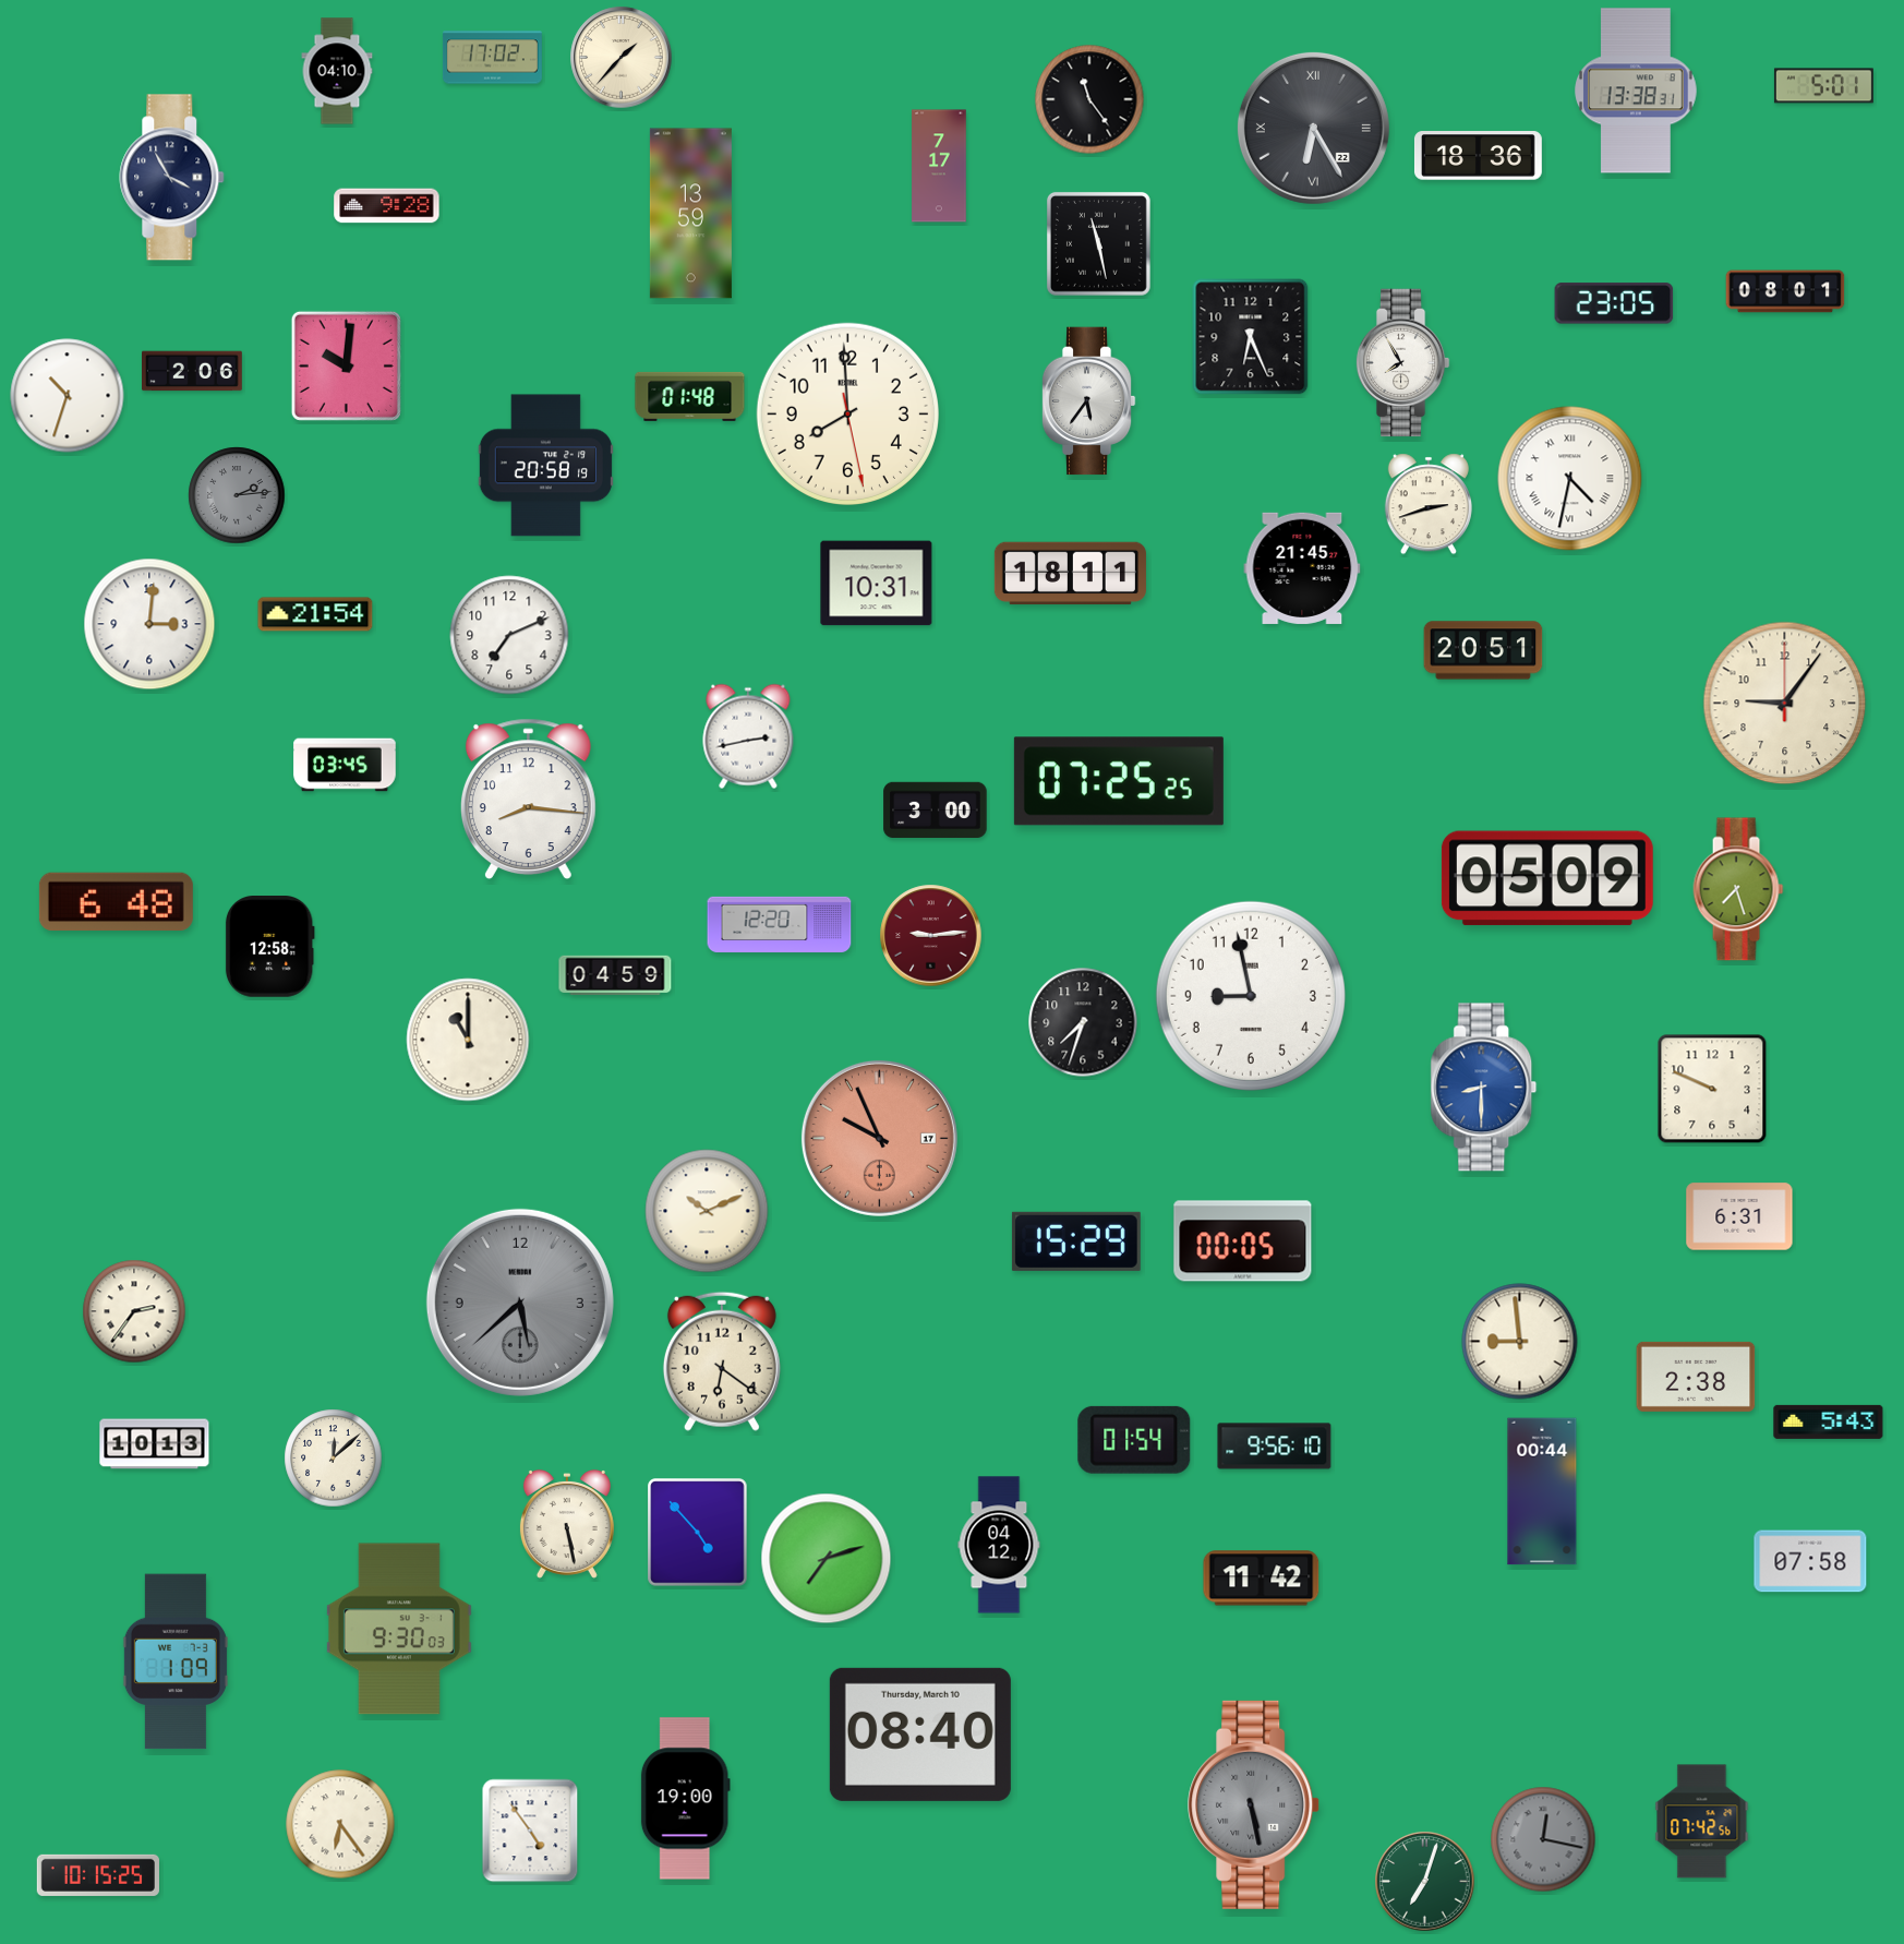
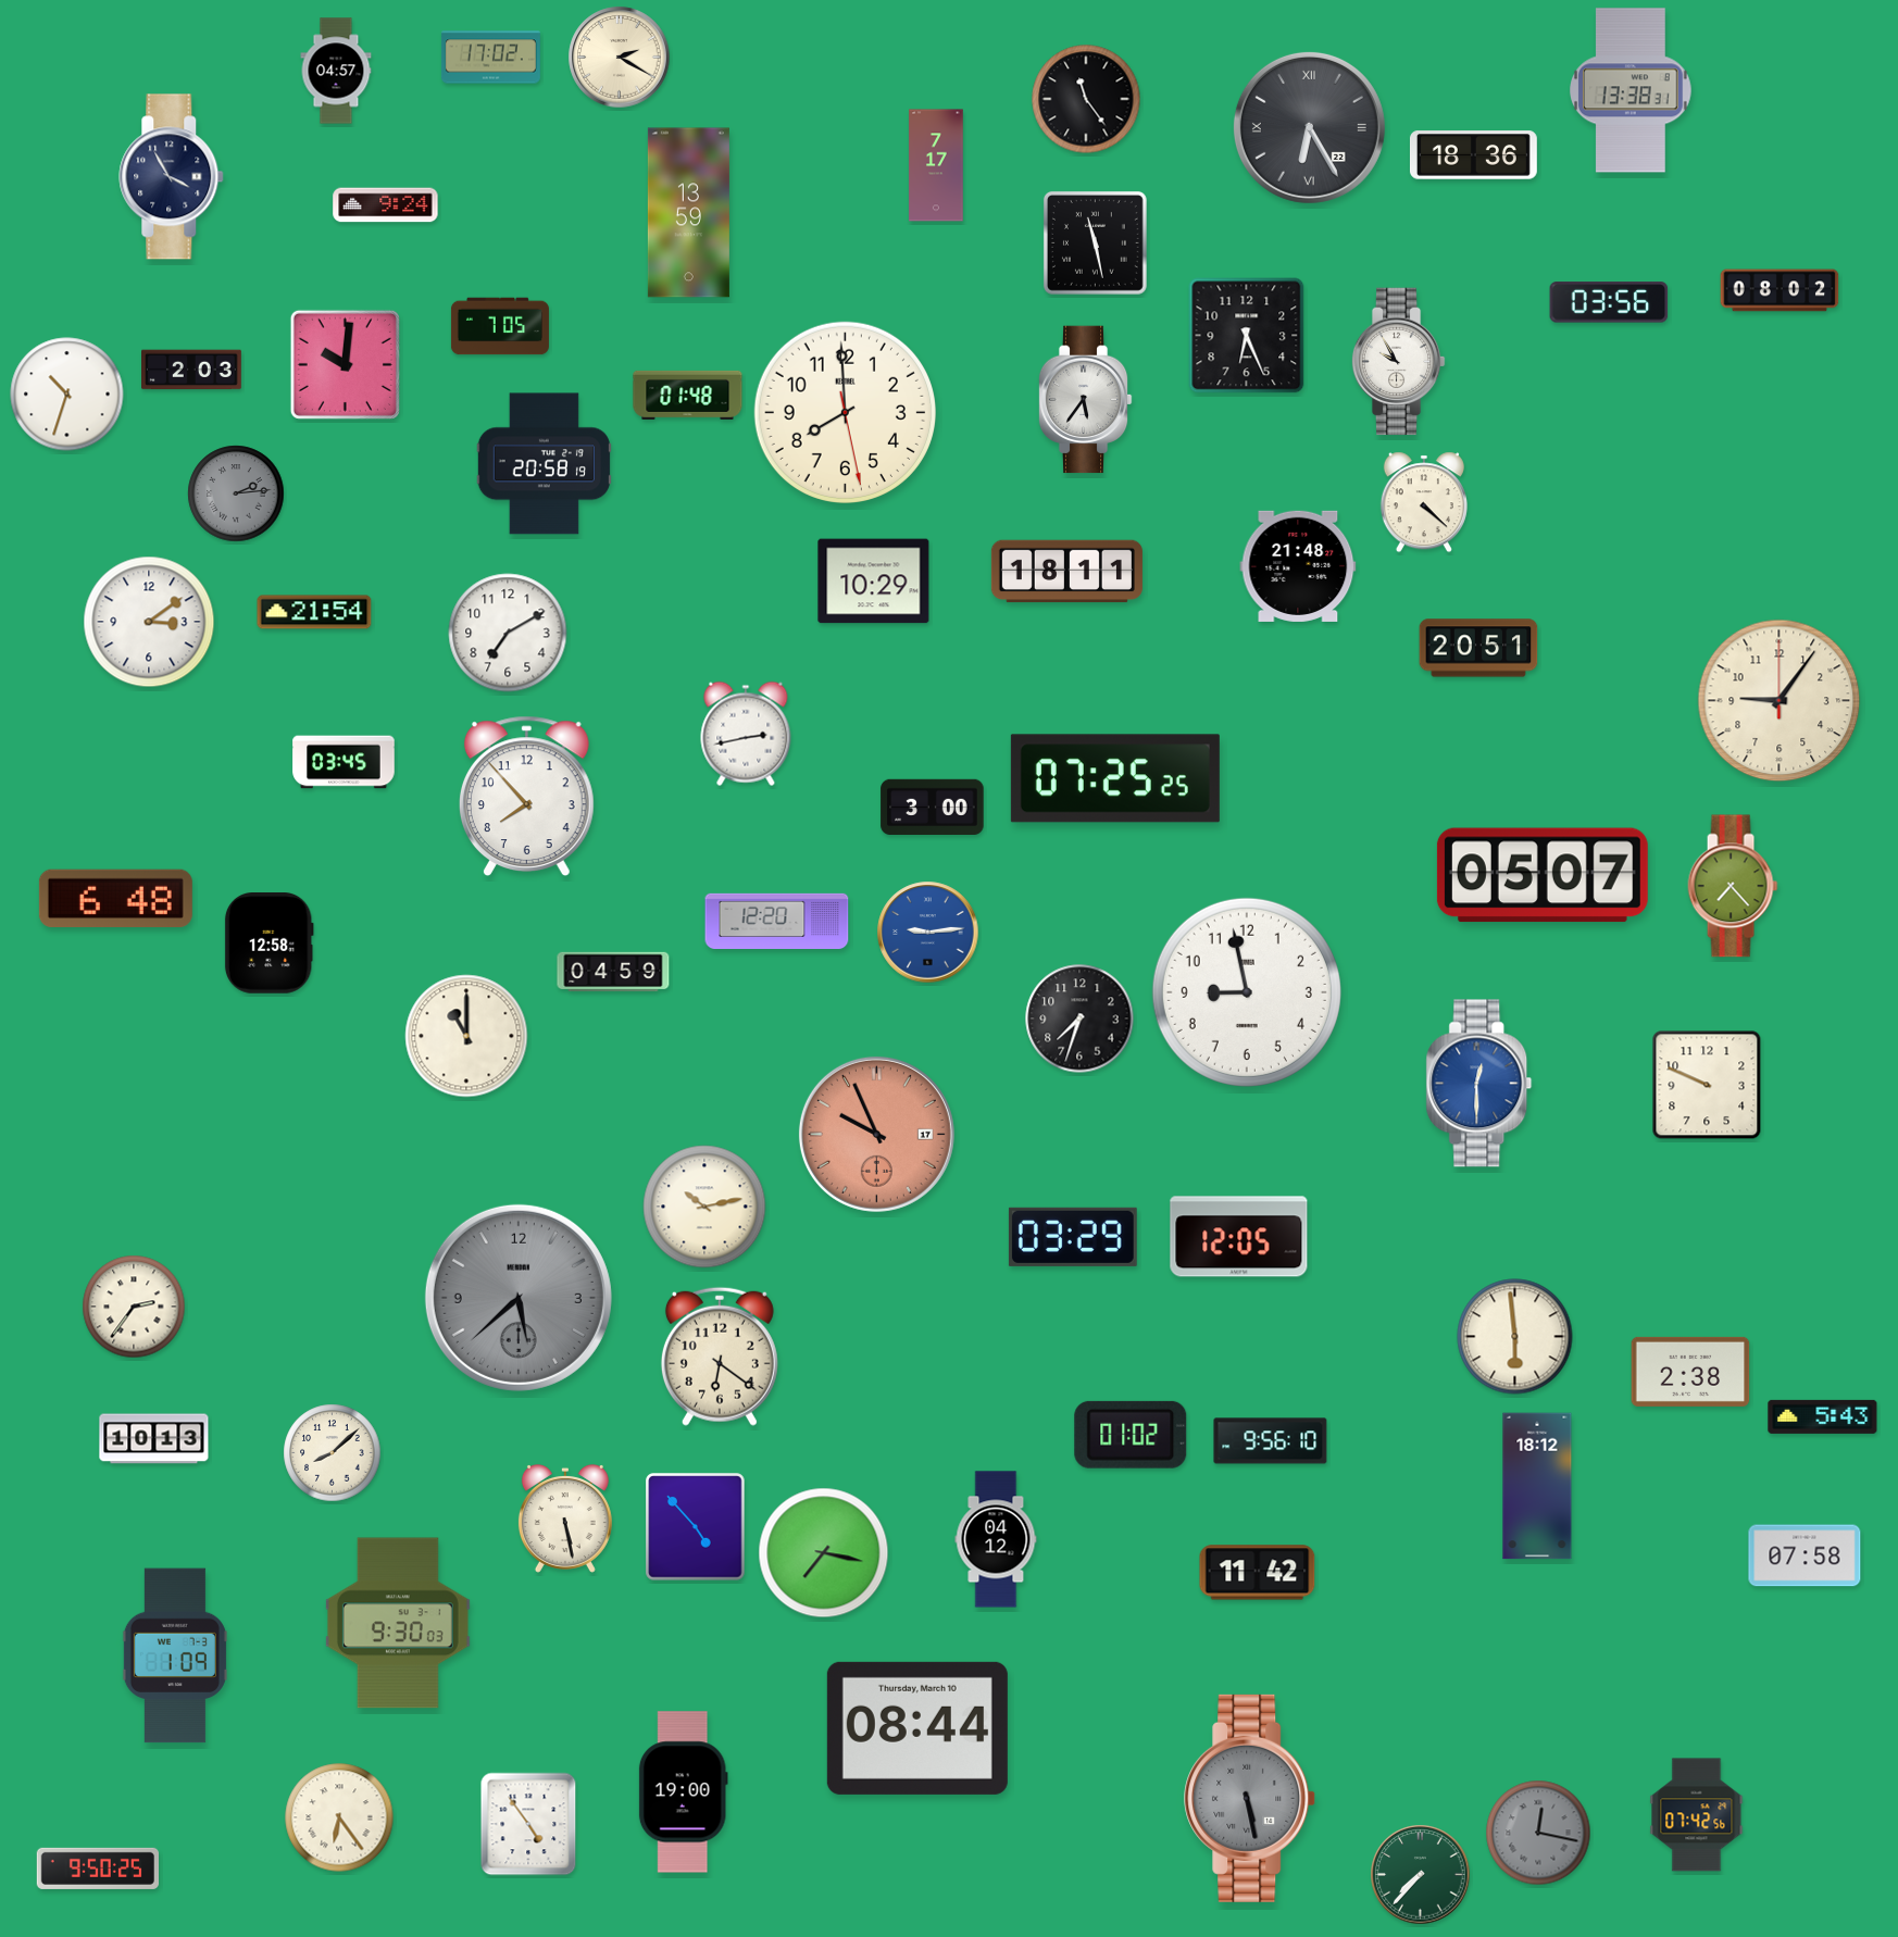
clock at (622, 58): 1:37 -> 2:20
clock at (337, 71): 04:10 -> 04:57
clock at (1823, 86): 5:01 -> none
clock at (387, 206): 9:28 -> 9:24
clock at (1785, 291): 08:01 -> 08:02
clock at (1614, 303): 23:05 -> 03:56
clock at (500, 326): none -> 7:05
clock at (1402, 363): 7:55 -> 9:55
clock at (193, 371): 2:06 -> 2:03
clock at (1570, 479): 4:32 -> none
clock at (1429, 504): 2:42 -> 4:22
clock at (1302, 568): 21:45 -> 21:48
clock at (877, 584): 10:31 -> 10:29
clock at (149, 624): 3:01 -> 3:09
clock at (509, 635): 7:11 -> 7:10
clock at (528, 799): 8:16 -> 7:53
clock at (1547, 878): 05:09 -> 05:07
clock at (1738, 889): 7:27 -> 7:23
clock at (931, 936) dial: burgundy -> blue
clock at (1484, 1088): 8:30 -> 12:30
clock at (707, 1211): 10:11 -> 10:13
clock at (1739, 1216): 6:31 -> none
clock at (1076, 1241): 15:29 -> 03:29
clock at (1243, 1241): 00:05 -> 12:05
clock at (1520, 1342): 8:59 -> 5:59
clock at (1134, 1440): 01:54 -> 01:02
clock at (334, 1459): 12:08 -> 8:08
clock at (1542, 1491): 00:44 -> 18:12
clock at (827, 1559): 7:12 -> 7:17
clock at (920, 1735): 08:40 -> 08:44
clock at (97, 1875): 10:15 -> 9:50
clock at (1425, 1882): 7:03 -> 7:37
